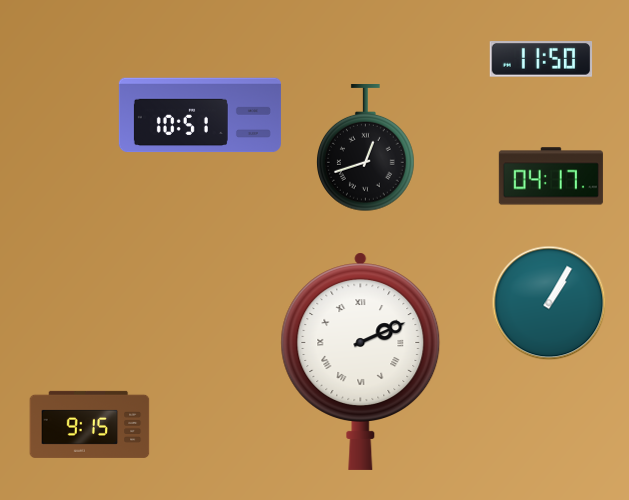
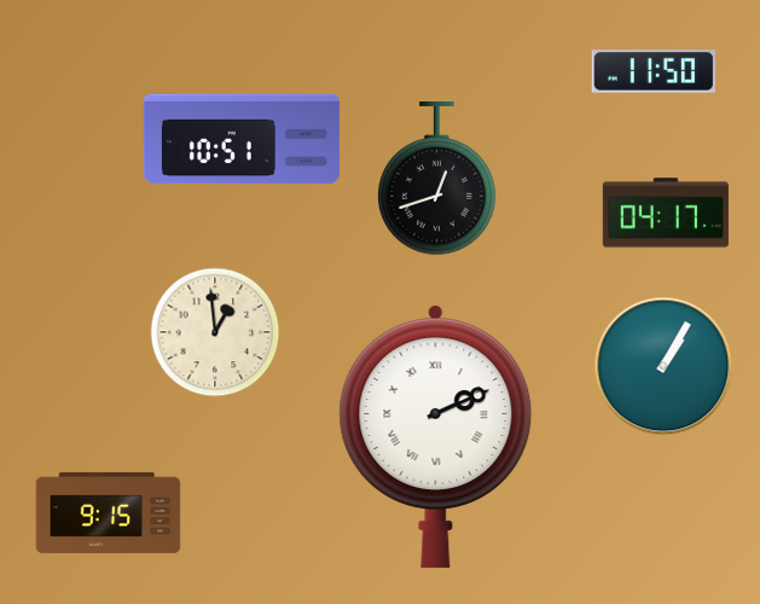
clock at (366, 149) position: (366, 149) -> (437, 180)
clock at (215, 332): none -> 12:59
